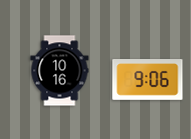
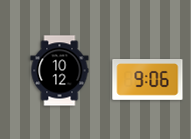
clock at (60, 71): 10:16 -> 10:12
